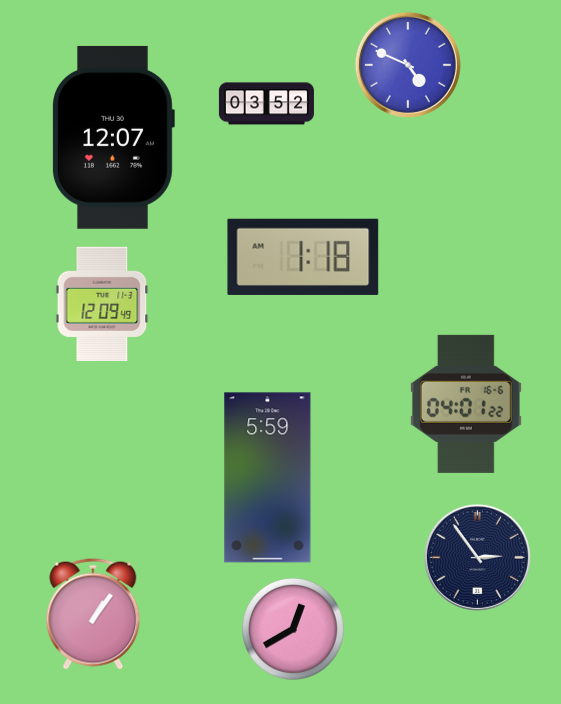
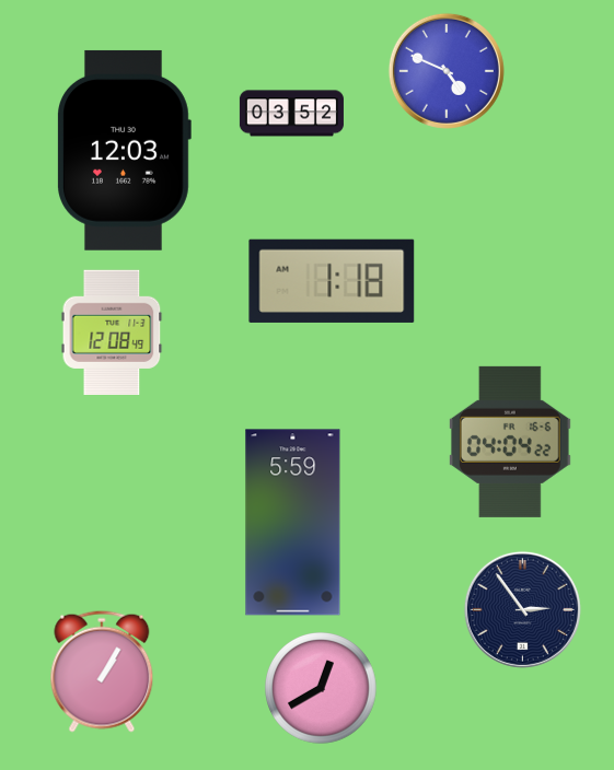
clock at (113, 137): 12:07 -> 12:03
clock at (102, 303): 12:09 -> 12:08
clock at (466, 404): 04:01 -> 04:04
clock at (93, 614): 1:06 -> 1:05
